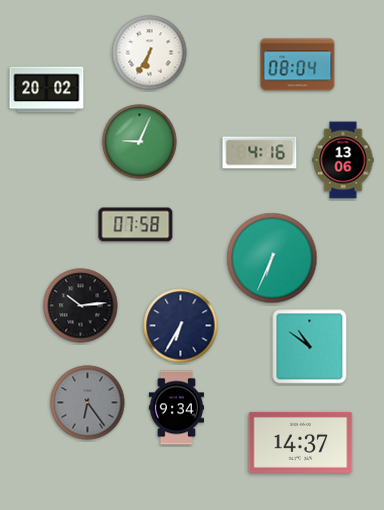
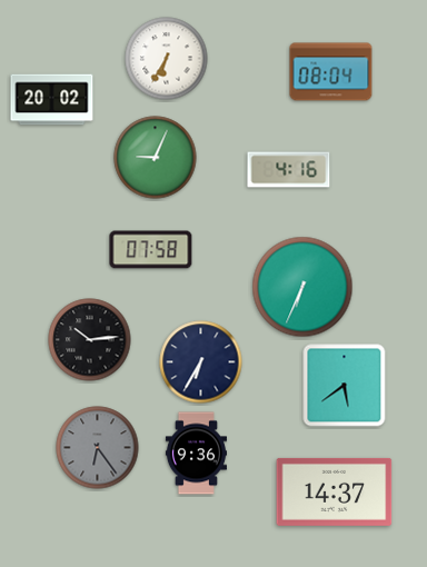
clock at (343, 160): 13:06 -> none
clock at (310, 347): 10:51 -> 5:39
clock at (176, 408): 9:34 -> 9:36
